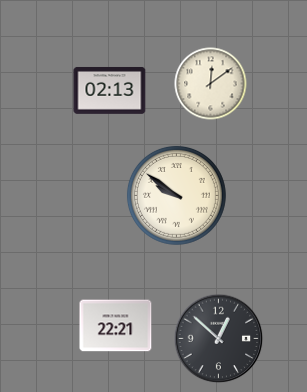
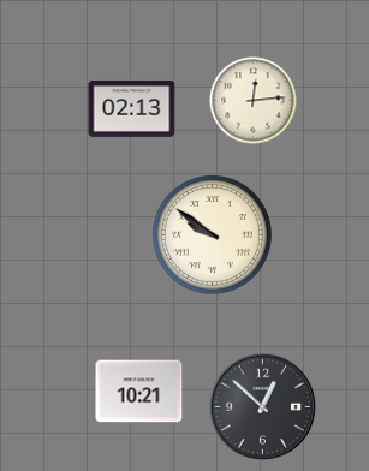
clock at (211, 84): 12:09 -> 12:14
clock at (116, 326): 22:21 -> 10:21
